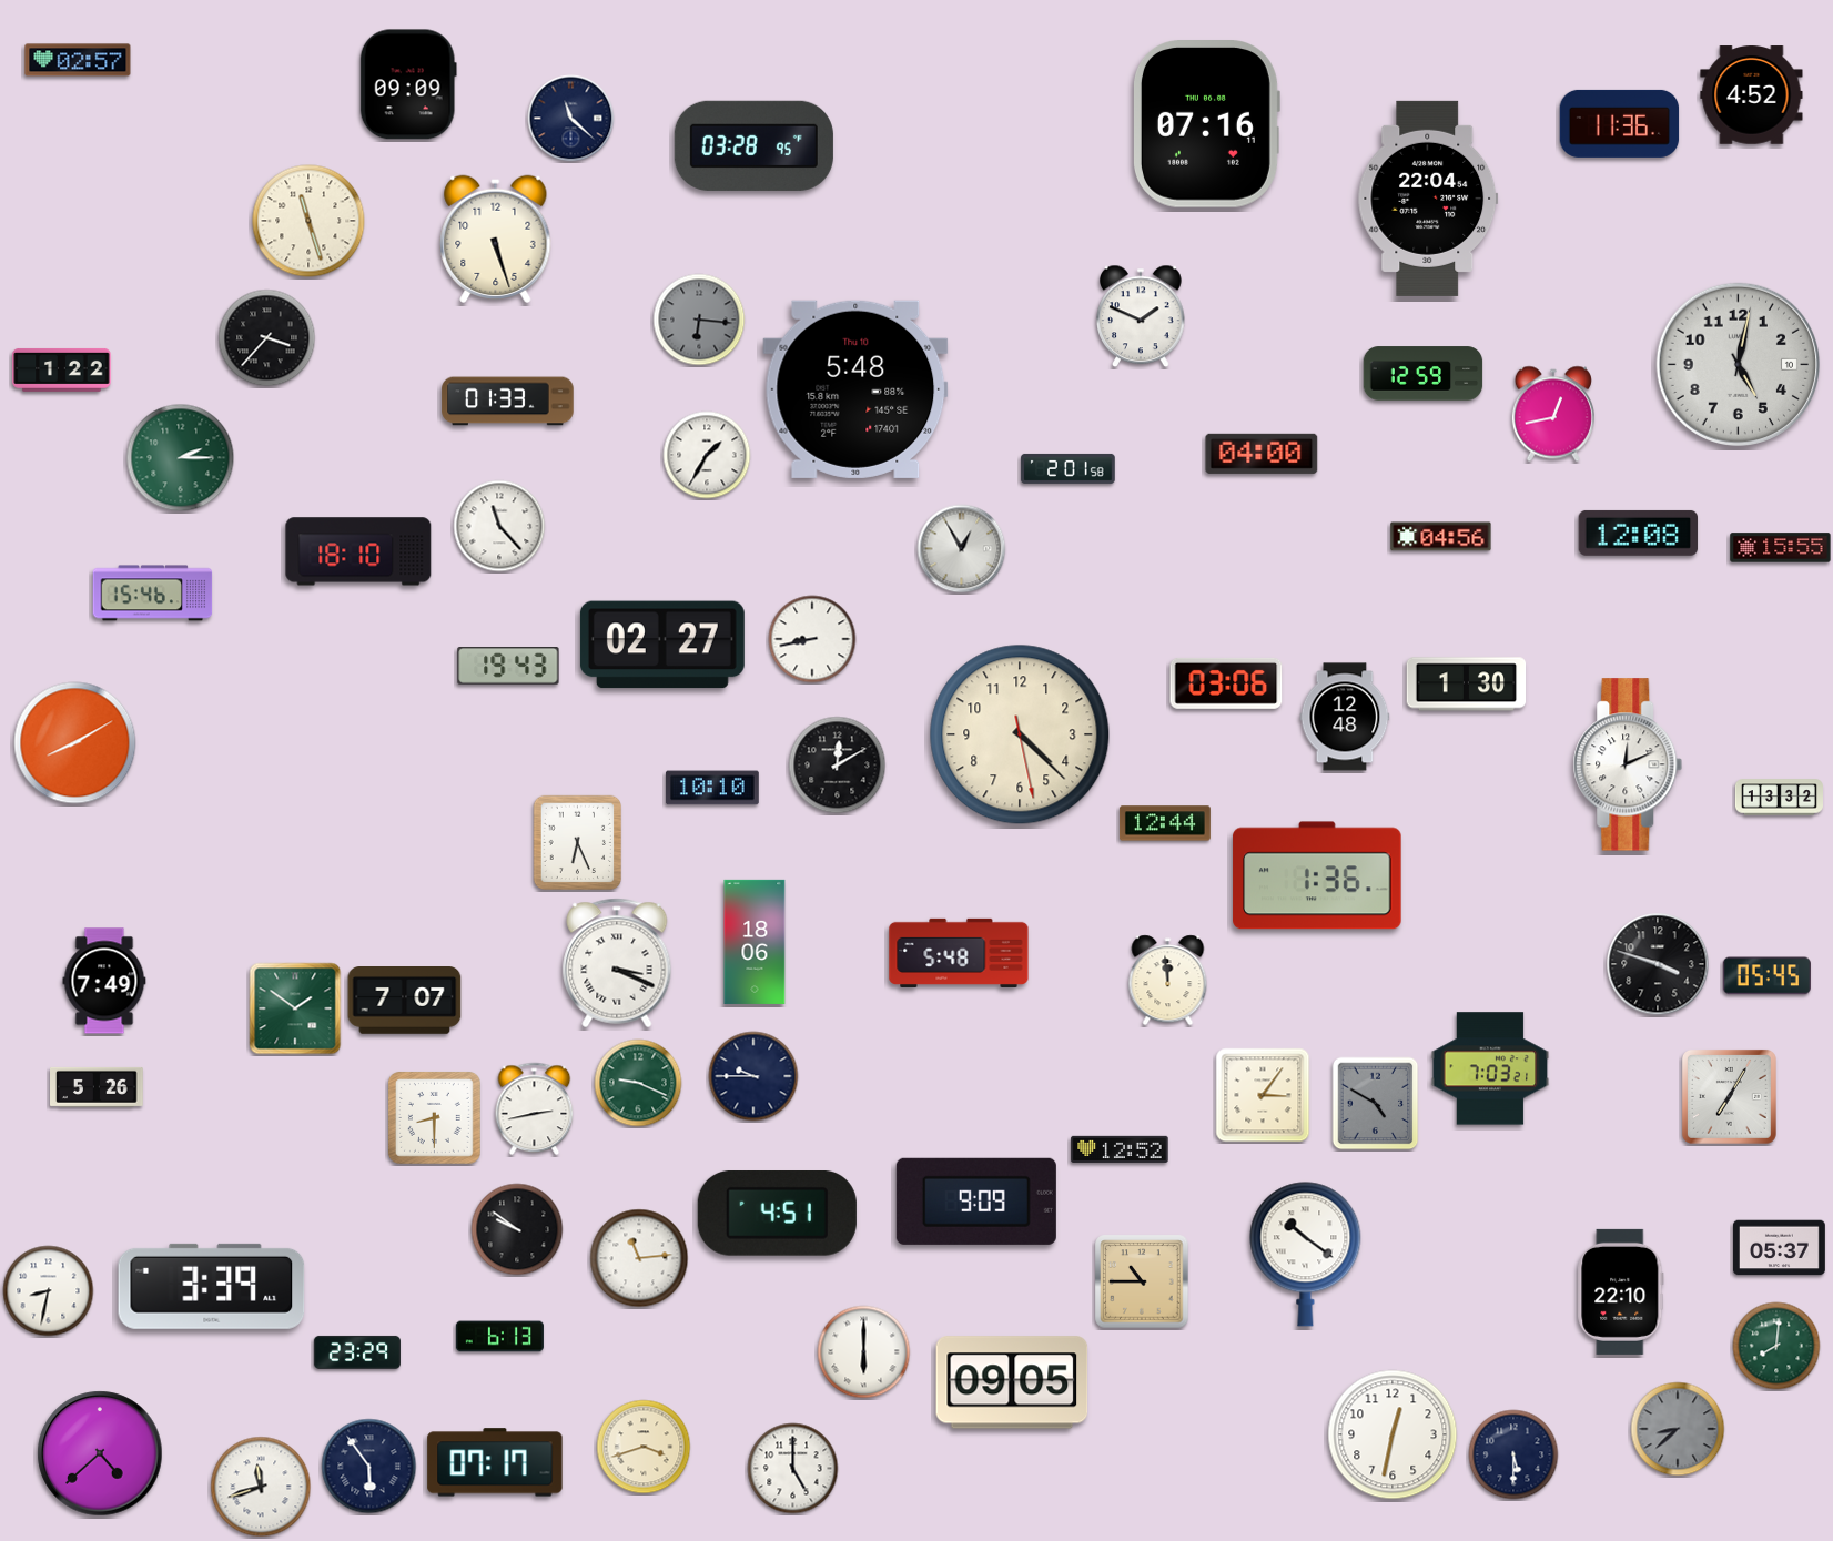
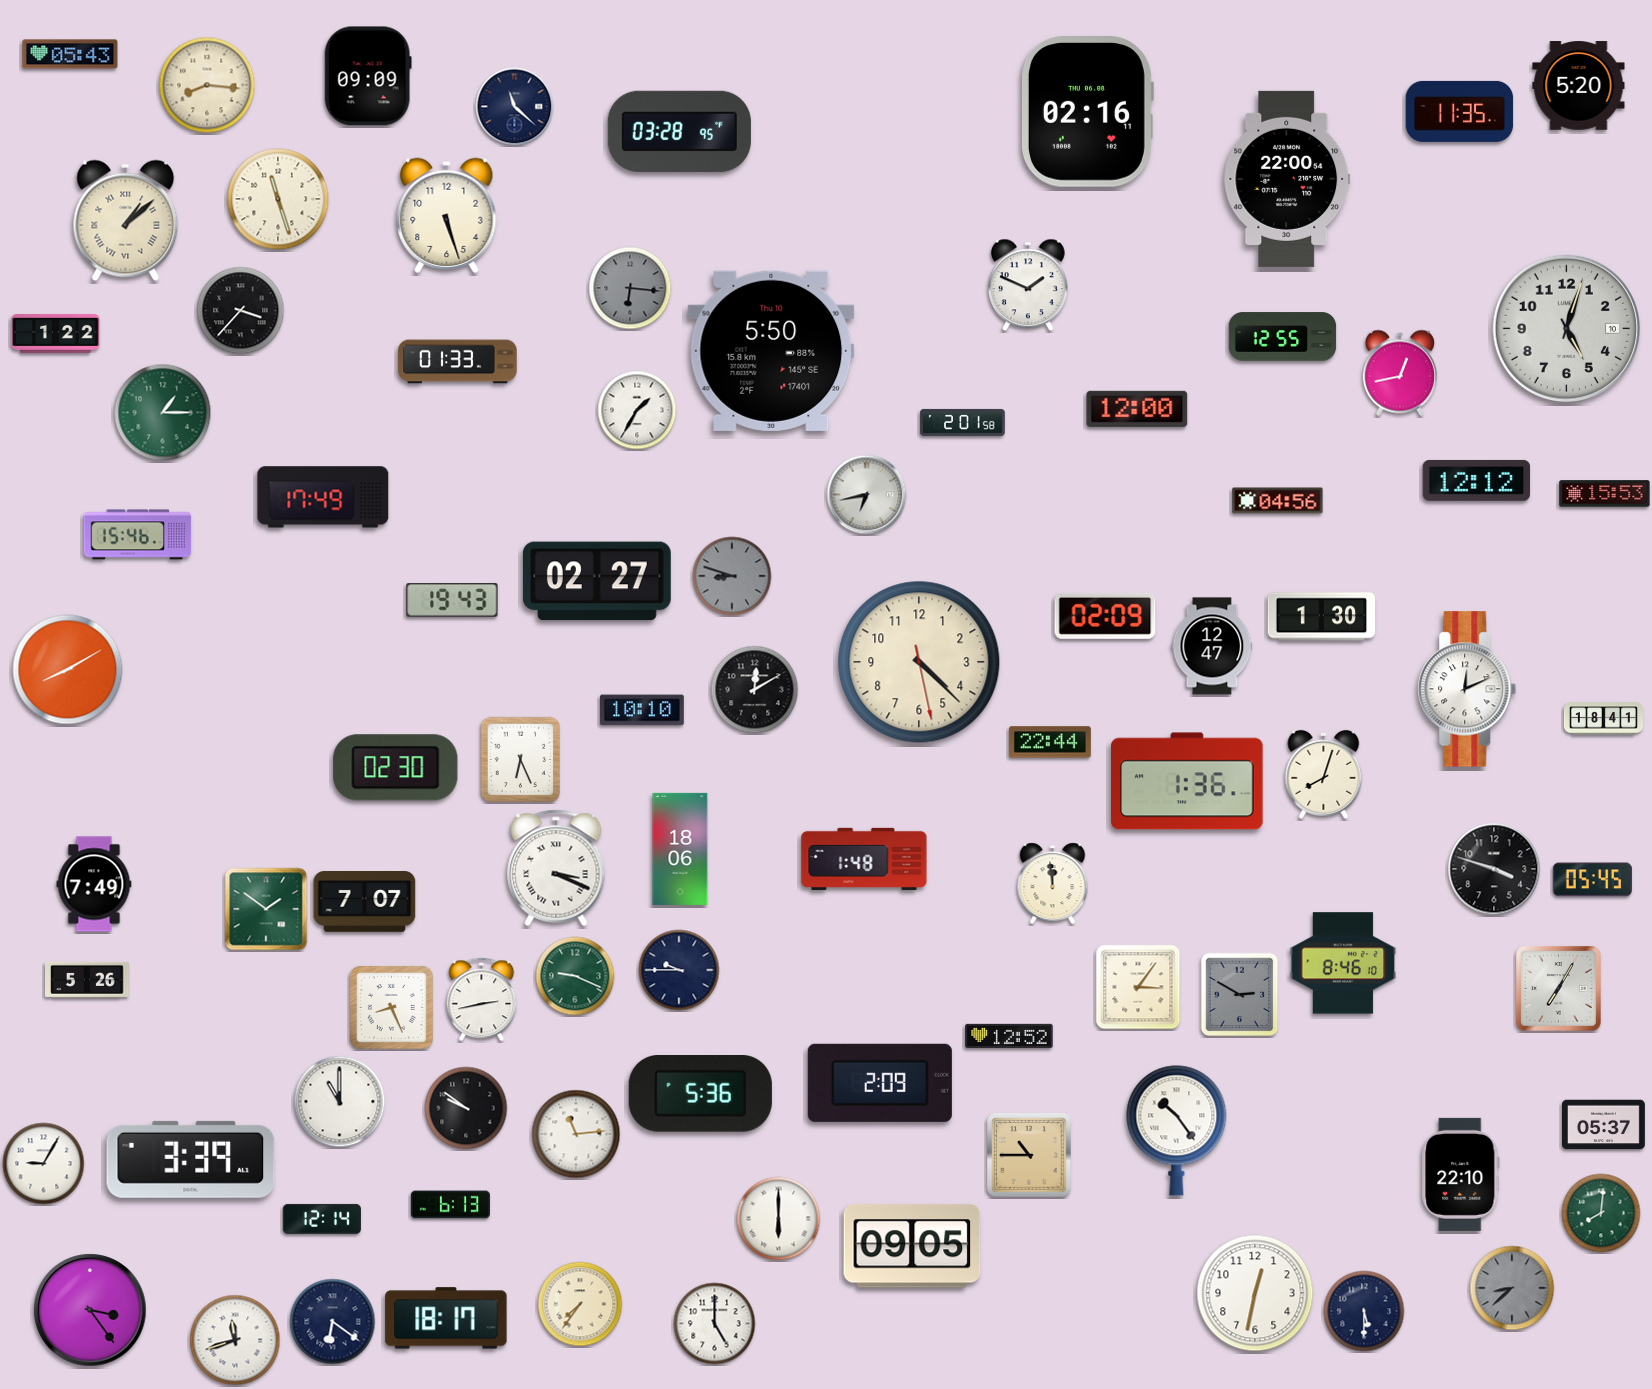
clock at (78, 60): 02:57 -> 05:43
clock at (207, 85): none -> 8:16
clock at (1752, 95): 4:52 -> 5:20
clock at (1620, 123): 11:36 -> 11:35
clock at (1206, 124): 07:16 -> 02:16
clock at (1428, 199): 22:04 -> 22:00
clock at (126, 221): none -> 1:08
clock at (267, 338) position: (267, 338) -> (241, 311)
clock at (1738, 364): 5:02 -> 5:03
clock at (1424, 374): 12:59 -> 12:55
clock at (855, 389): 5:48 -> 5:50
clock at (1262, 454): 04:00 -> 12:00
clock at (181, 458): 2:15 -> 1:15
clock at (499, 526): 11:23 -> none
clock at (1639, 533): 12:08 -> 12:12
clock at (1441, 537) position: (1441, 537) -> (1278, 501)
clock at (1781, 548): 15:55 -> 15:53
clock at (962, 549): 12:55 -> 6:43
clock at (358, 551): 18:10 -> 17:49
clock at (812, 639): 8:43 -> 8:48
clock at (812, 639) dial: white -> grey
clock at (508, 667) position: (508, 667) -> (452, 601)
clock at (1226, 683): 03:06 -> 02:09
clock at (1345, 717): 12:48 -> 12:47
clock at (1779, 798): 13:32 -> 18:41
clock at (1165, 823): 12:44 -> 22:44
clock at (396, 768): none -> 02:30
clock at (1324, 774): none -> 8:03
clock at (1317, 875) position: (1317, 875) -> (1187, 781)
clock at (959, 953): 5:48 -> 1:48
clock at (1490, 1068): 7:03 -> 8:46
clock at (1376, 1104): 4:50 -> 2:50
clock at (434, 1117): 8:30 -> 8:26
clock at (976, 1202): 9:09 -> 2:09
clock at (777, 1214): 4:51 -> 5:36
clock at (340, 1102): none -> 11:00
clock at (1306, 1255): 10:21 -> 10:24
clock at (49, 1291): 8:32 -> 9:05
clock at (1621, 1291) position: (1621, 1291) -> (1461, 1174)
clock at (356, 1352): 23:29 -> 12:14
clock at (644, 1447): 3:42 -> 7:36
clock at (100, 1453): 4:38 -> 3:24
clock at (495, 1462): 07:17 -> 18:17
clock at (369, 1467): 5:54 -> 6:21
